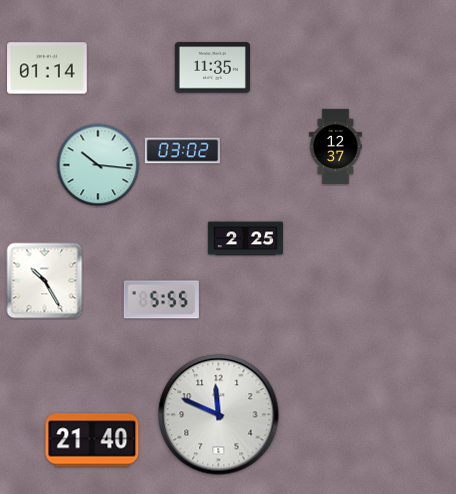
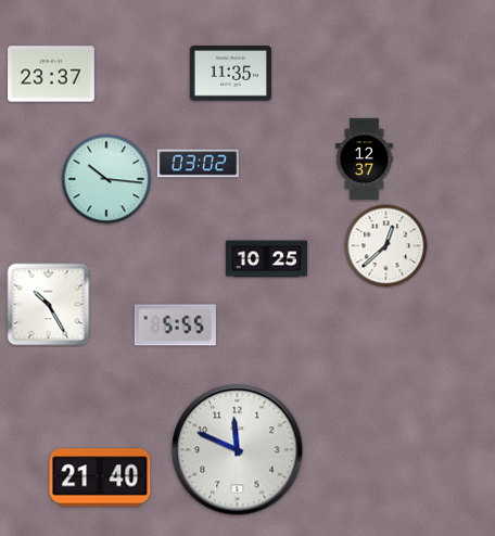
clock at (47, 68): 01:14 -> 23:37
clock at (386, 246): none -> 12:38
clock at (245, 239): 2:25 -> 10:25
